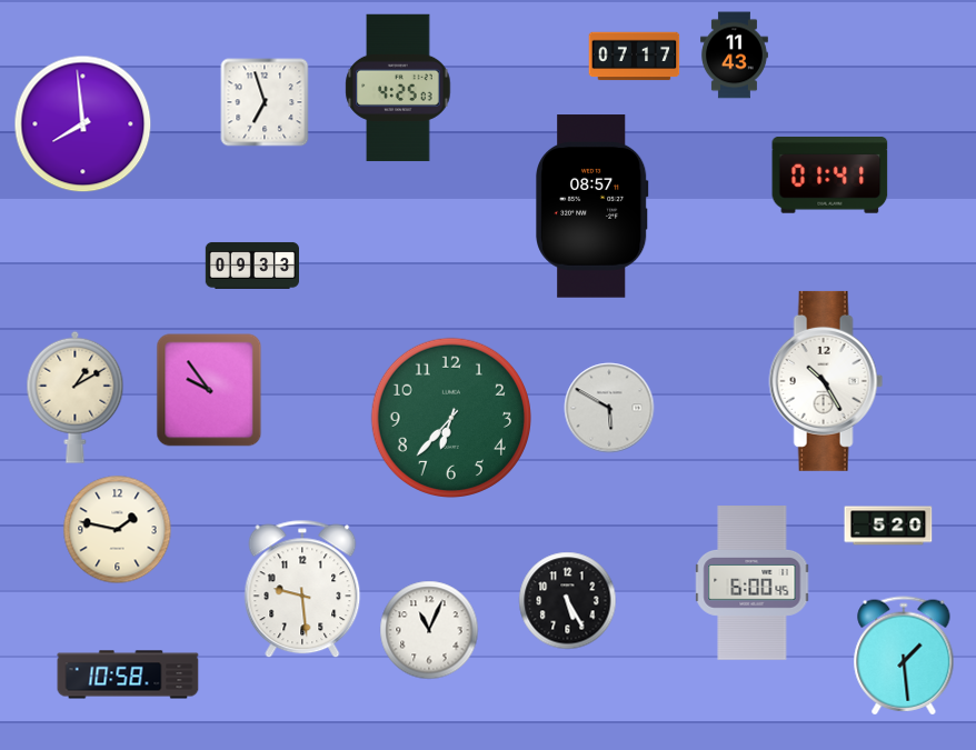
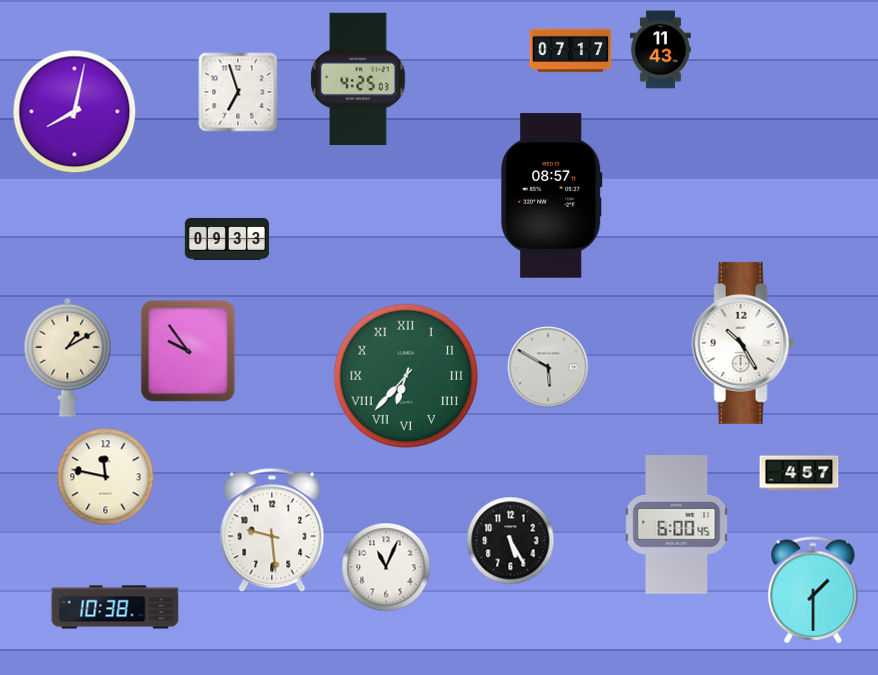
clock at (83, 124): 7:59 -> 8:02
clock at (830, 176): 01:41 -> none
clock at (592, 207) position: (592, 207) -> (552, 196)
clock at (450, 417) numerals: Arabic -> Roman
clock at (888, 526): 5:20 -> 4:57
clock at (118, 530): 1:47 -> 11:47
clock at (904, 656): 1:29 -> 1:30
clock at (128, 674): 10:58 -> 10:38
